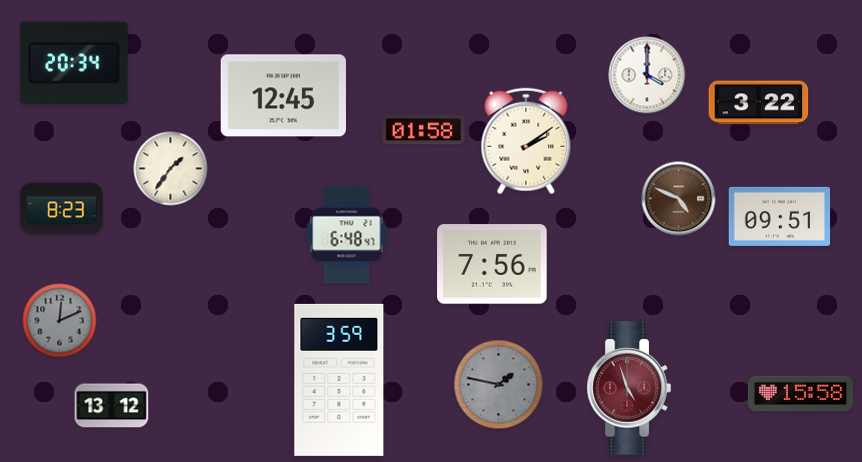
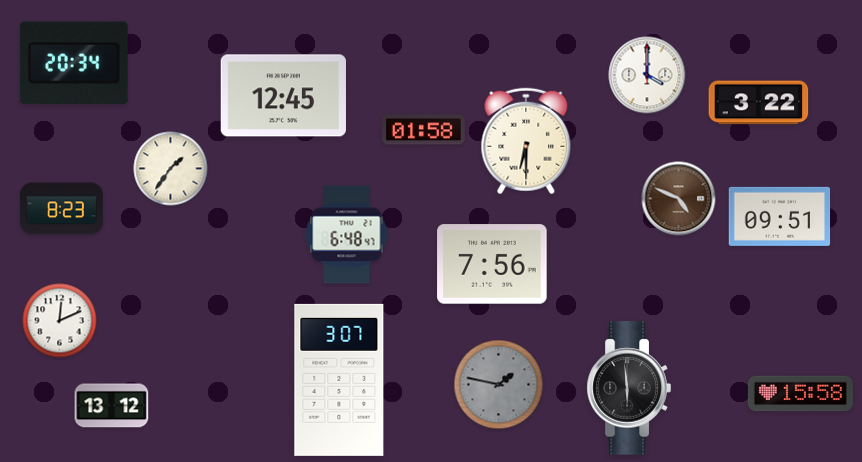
clock at (526, 141): 2:09 -> 6:30
clock at (60, 321) dial: grey -> white
clock at (339, 380): 3:59 -> 3:07
clock at (629, 388): 4:57 -> 5:59
clock at (629, 388) dial: burgundy -> black
